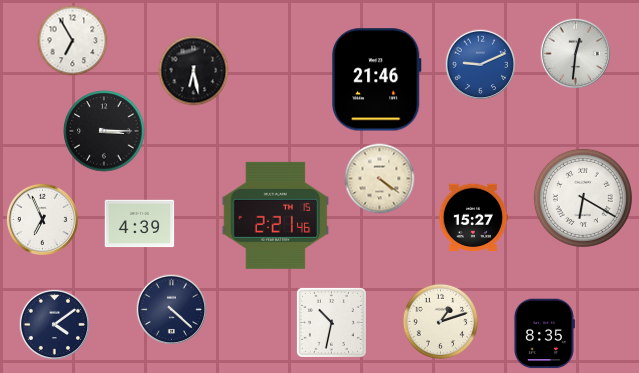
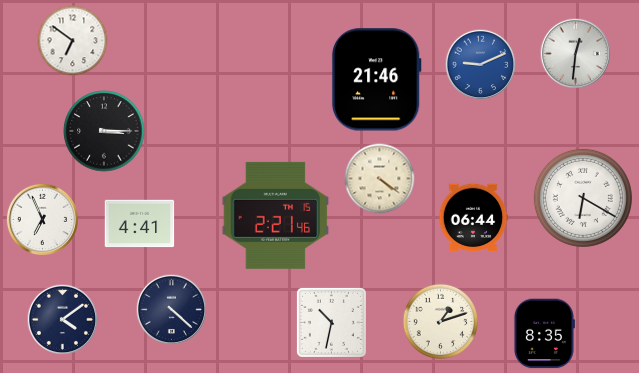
clock at (73, 41): 6:55 -> 6:51
clock at (194, 71): 6:28 -> none
clock at (473, 218): 15:27 -> 06:44
clock at (140, 224): 4:39 -> 4:41
clock at (55, 325) position: (55, 325) -> (63, 320)
